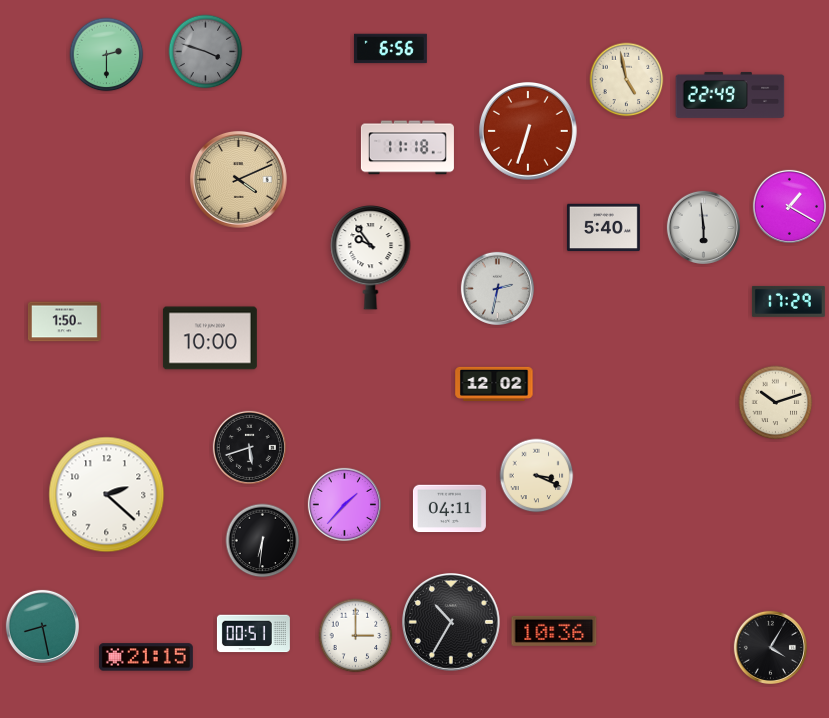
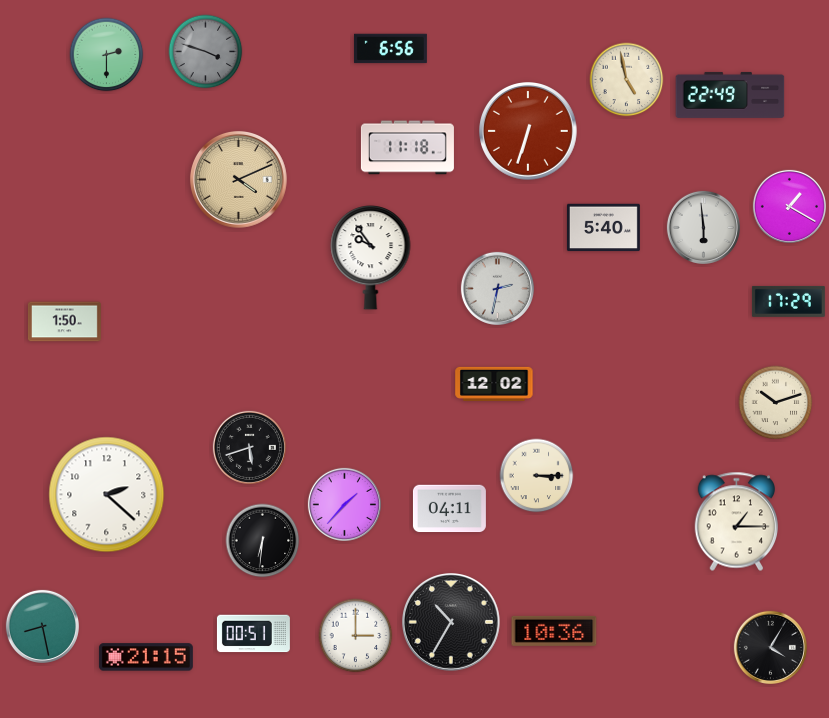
clock at (210, 338): 10:00 -> none
clock at (537, 476): 3:19 -> 3:15
clock at (736, 522): none -> 1:15
